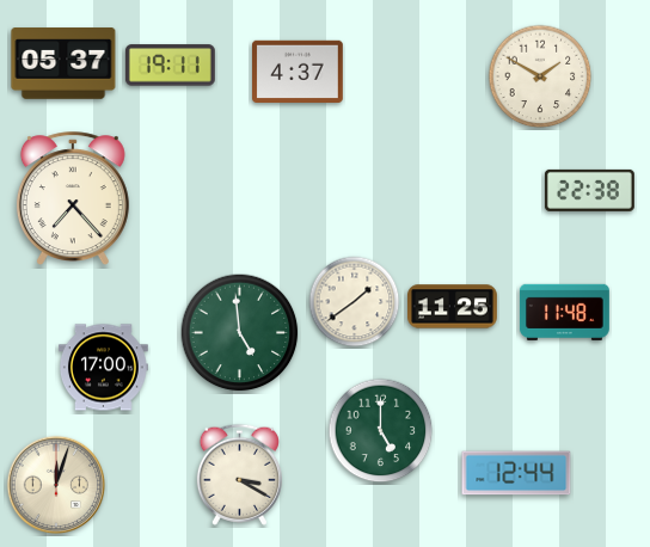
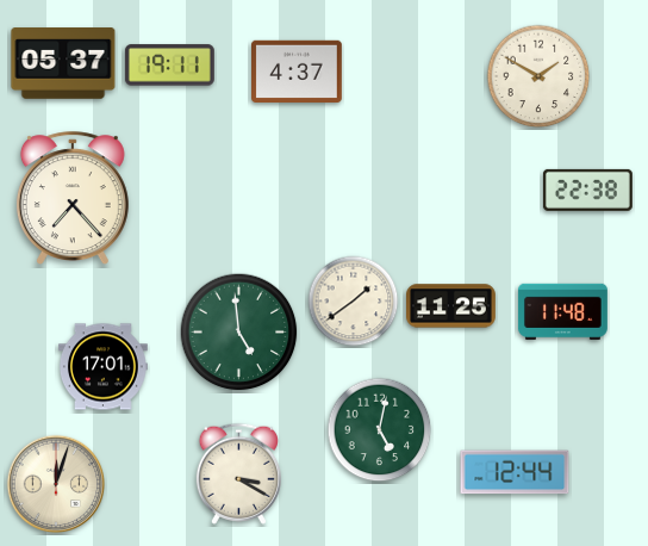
clock at (104, 368): 17:00 -> 17:01
clock at (381, 431): 5:00 -> 5:02
